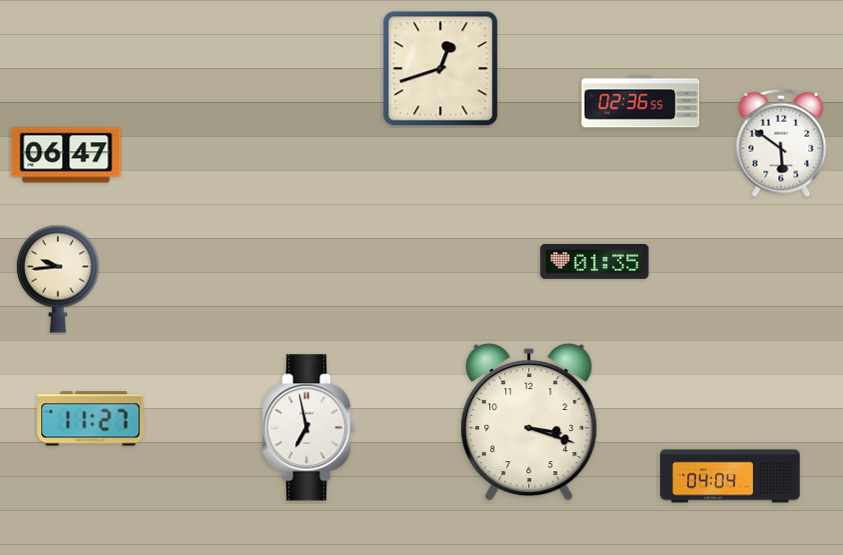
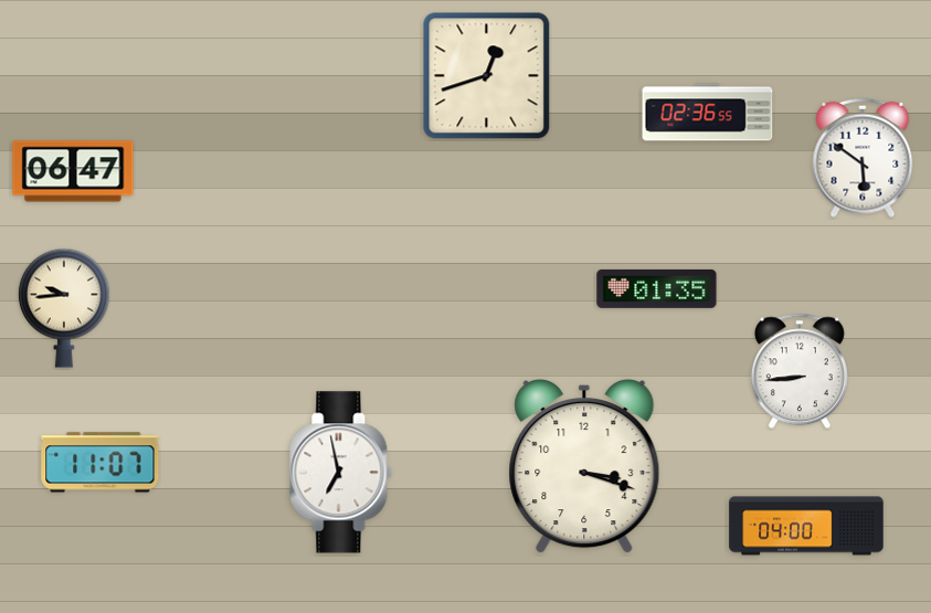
clock at (800, 371): none -> 8:44
clock at (91, 419): 11:27 -> 11:07
clock at (730, 476): 04:04 -> 04:00
